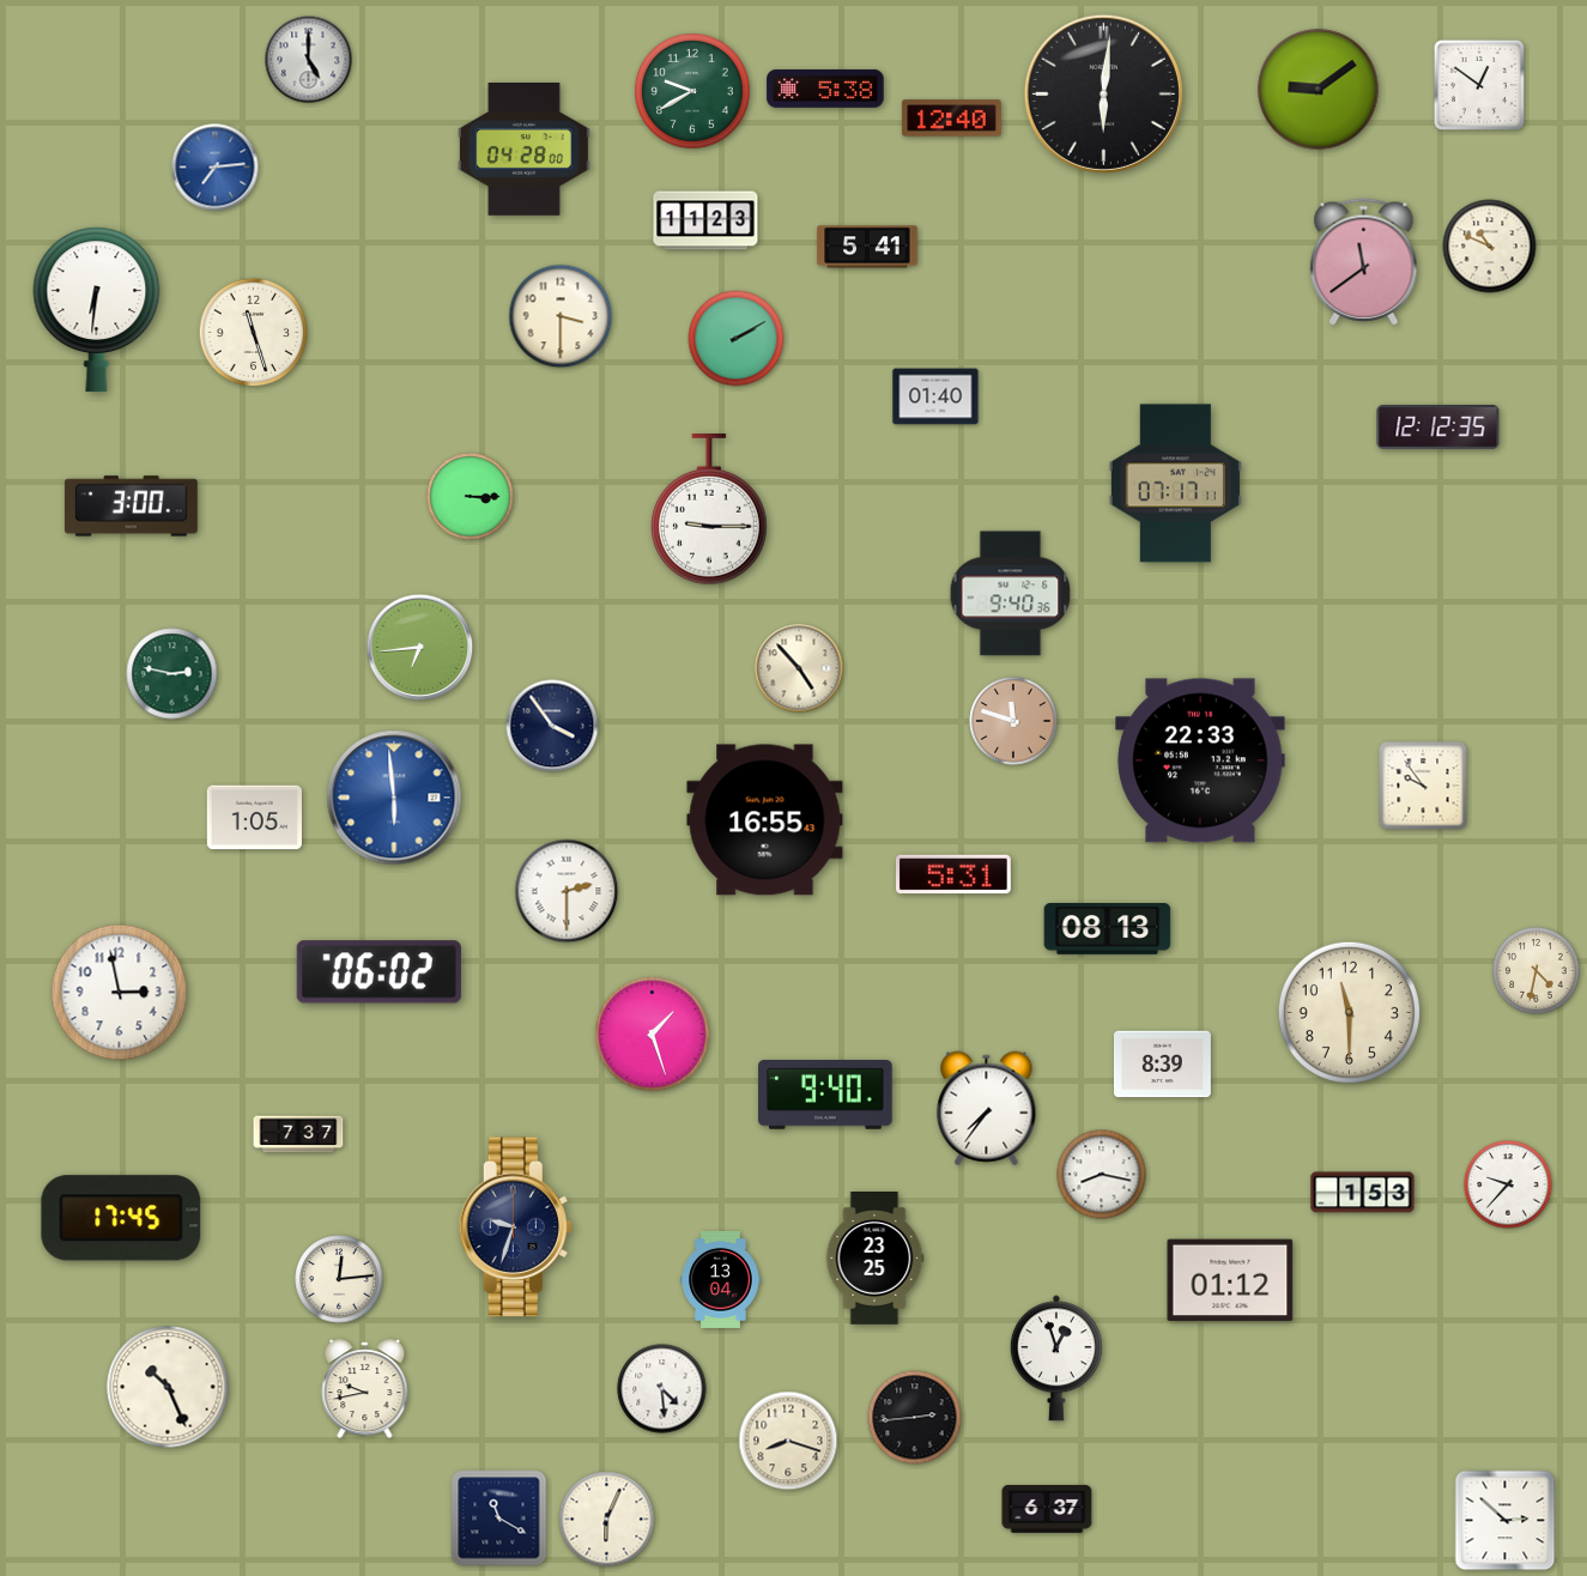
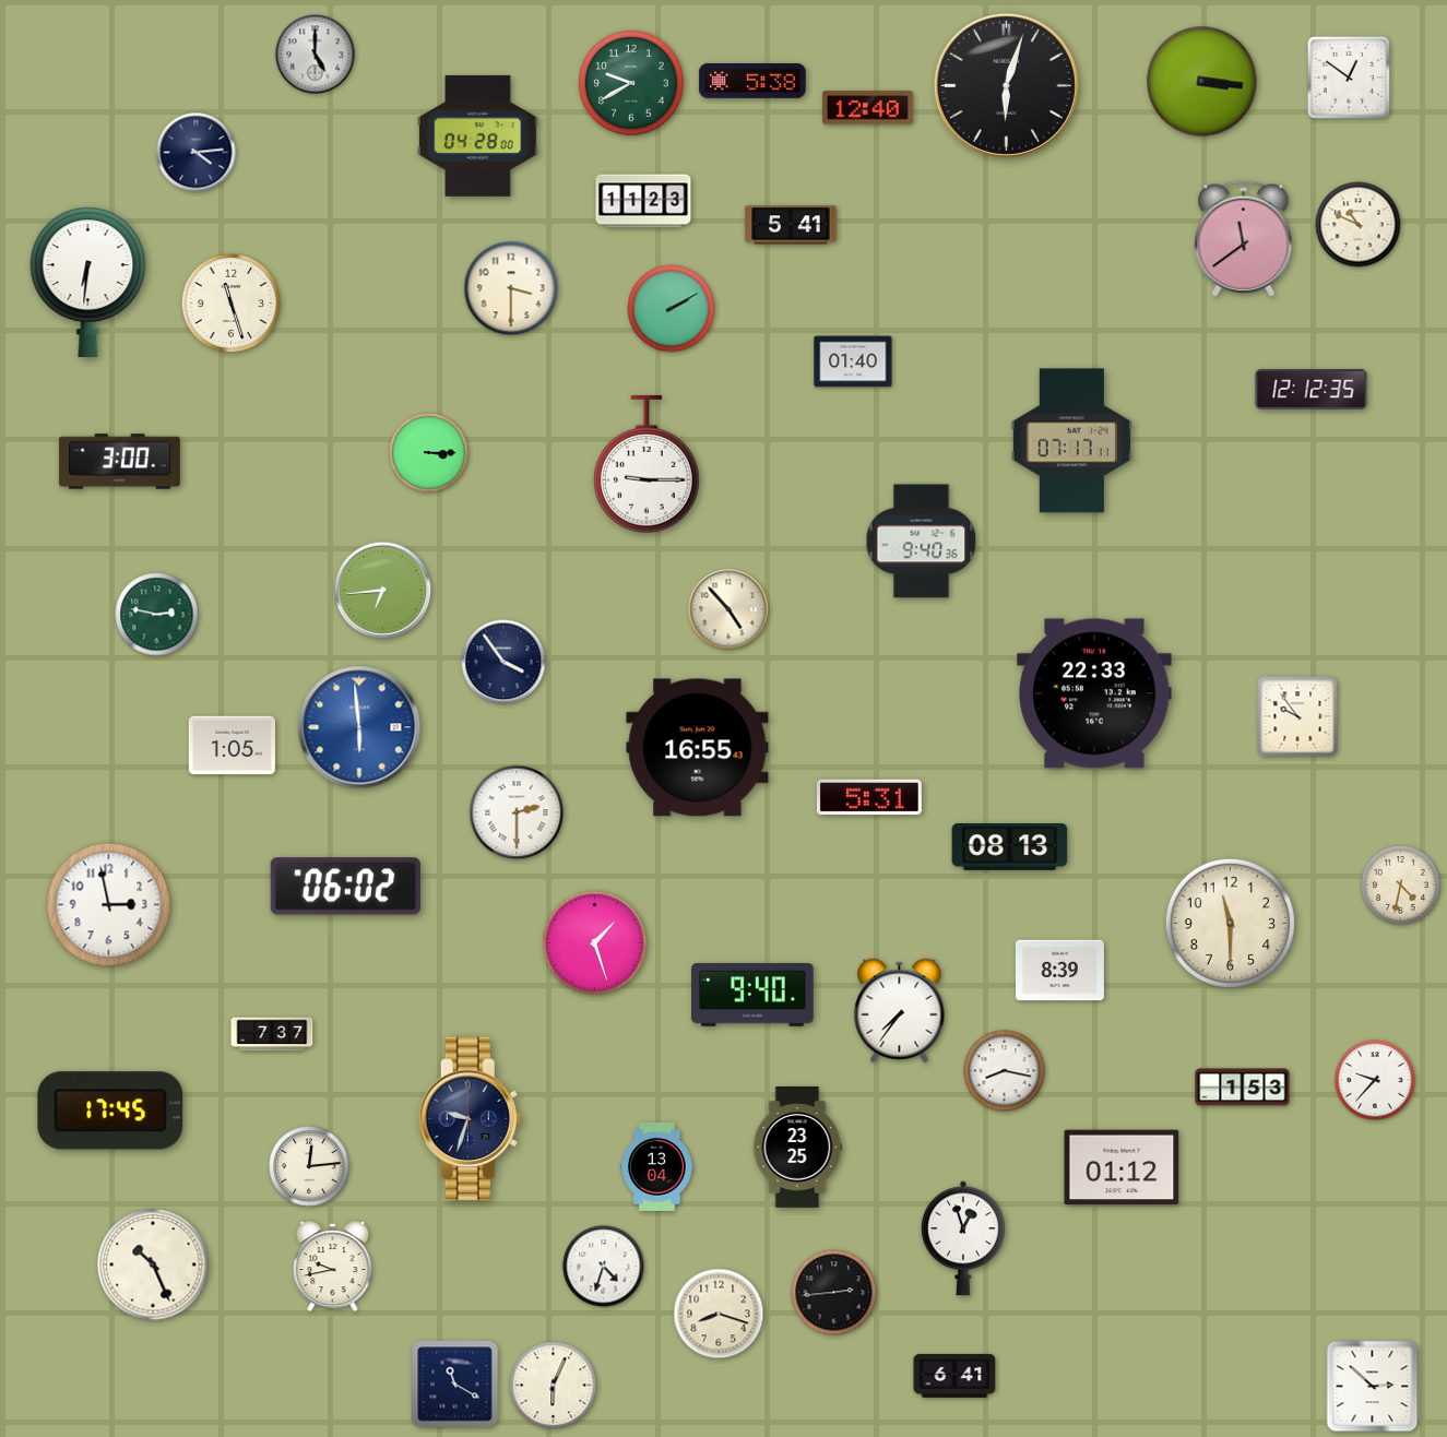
clock at (309, 60) position: (309, 60) -> (316, 55)
clock at (1319, 90): 9:09 -> 3:16
clock at (1103, 93): 6:01 -> 6:03
clock at (216, 168): 7:14 -> 4:14
clock at (216, 168) dial: blue -> navy
clock at (1013, 721): 11:48 -> none
clock at (825, 1095) position: (825, 1095) -> (752, 995)
clock at (662, 1389): 4:29 -> 4:33
clock at (1047, 1509): 6:37 -> 6:41
